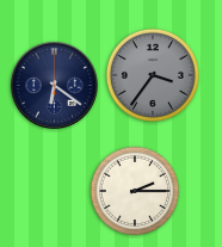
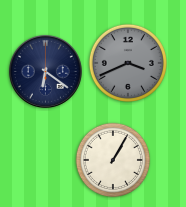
clock at (153, 75): 3:36 -> 3:41
clock at (135, 191): 2:15 -> 1:05
